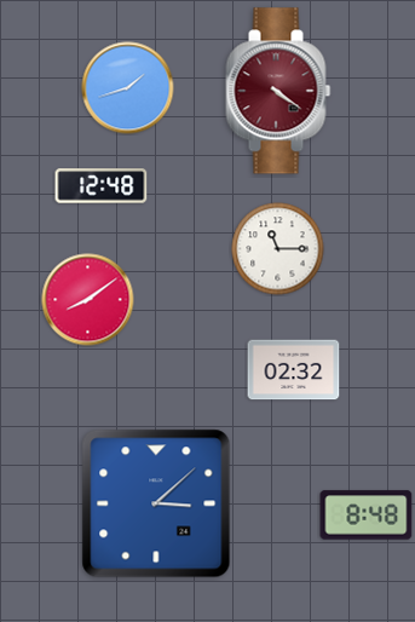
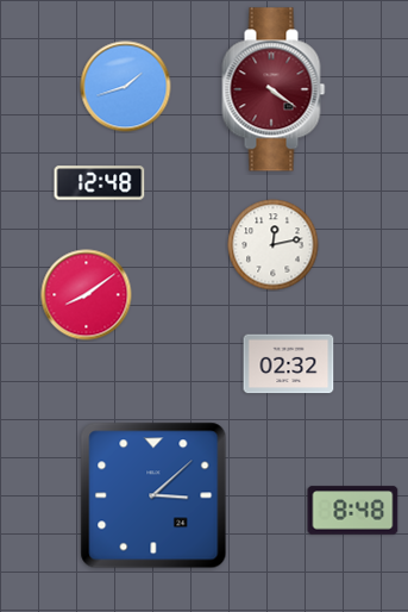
clock at (278, 249): 11:15 -> 12:13
clock at (367, 516) position: (367, 516) -> (353, 511)
